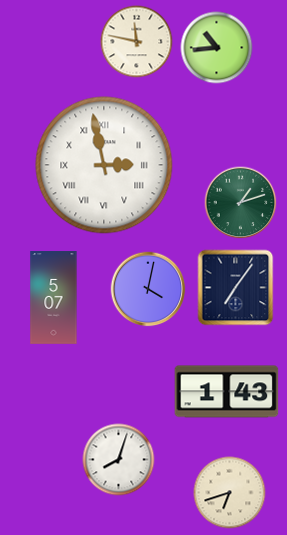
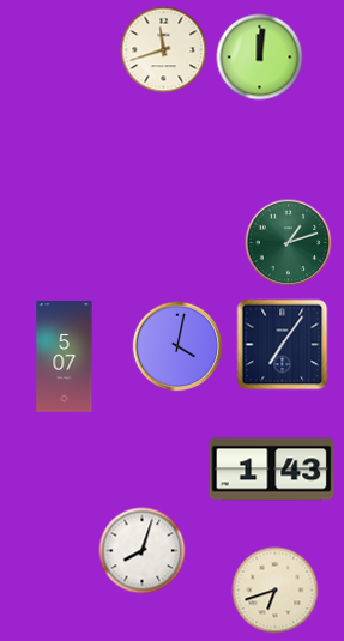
clock at (137, 42): 11:47 -> 11:42
clock at (217, 48): 10:44 -> 12:01
clock at (104, 165): 2:58 -> none
